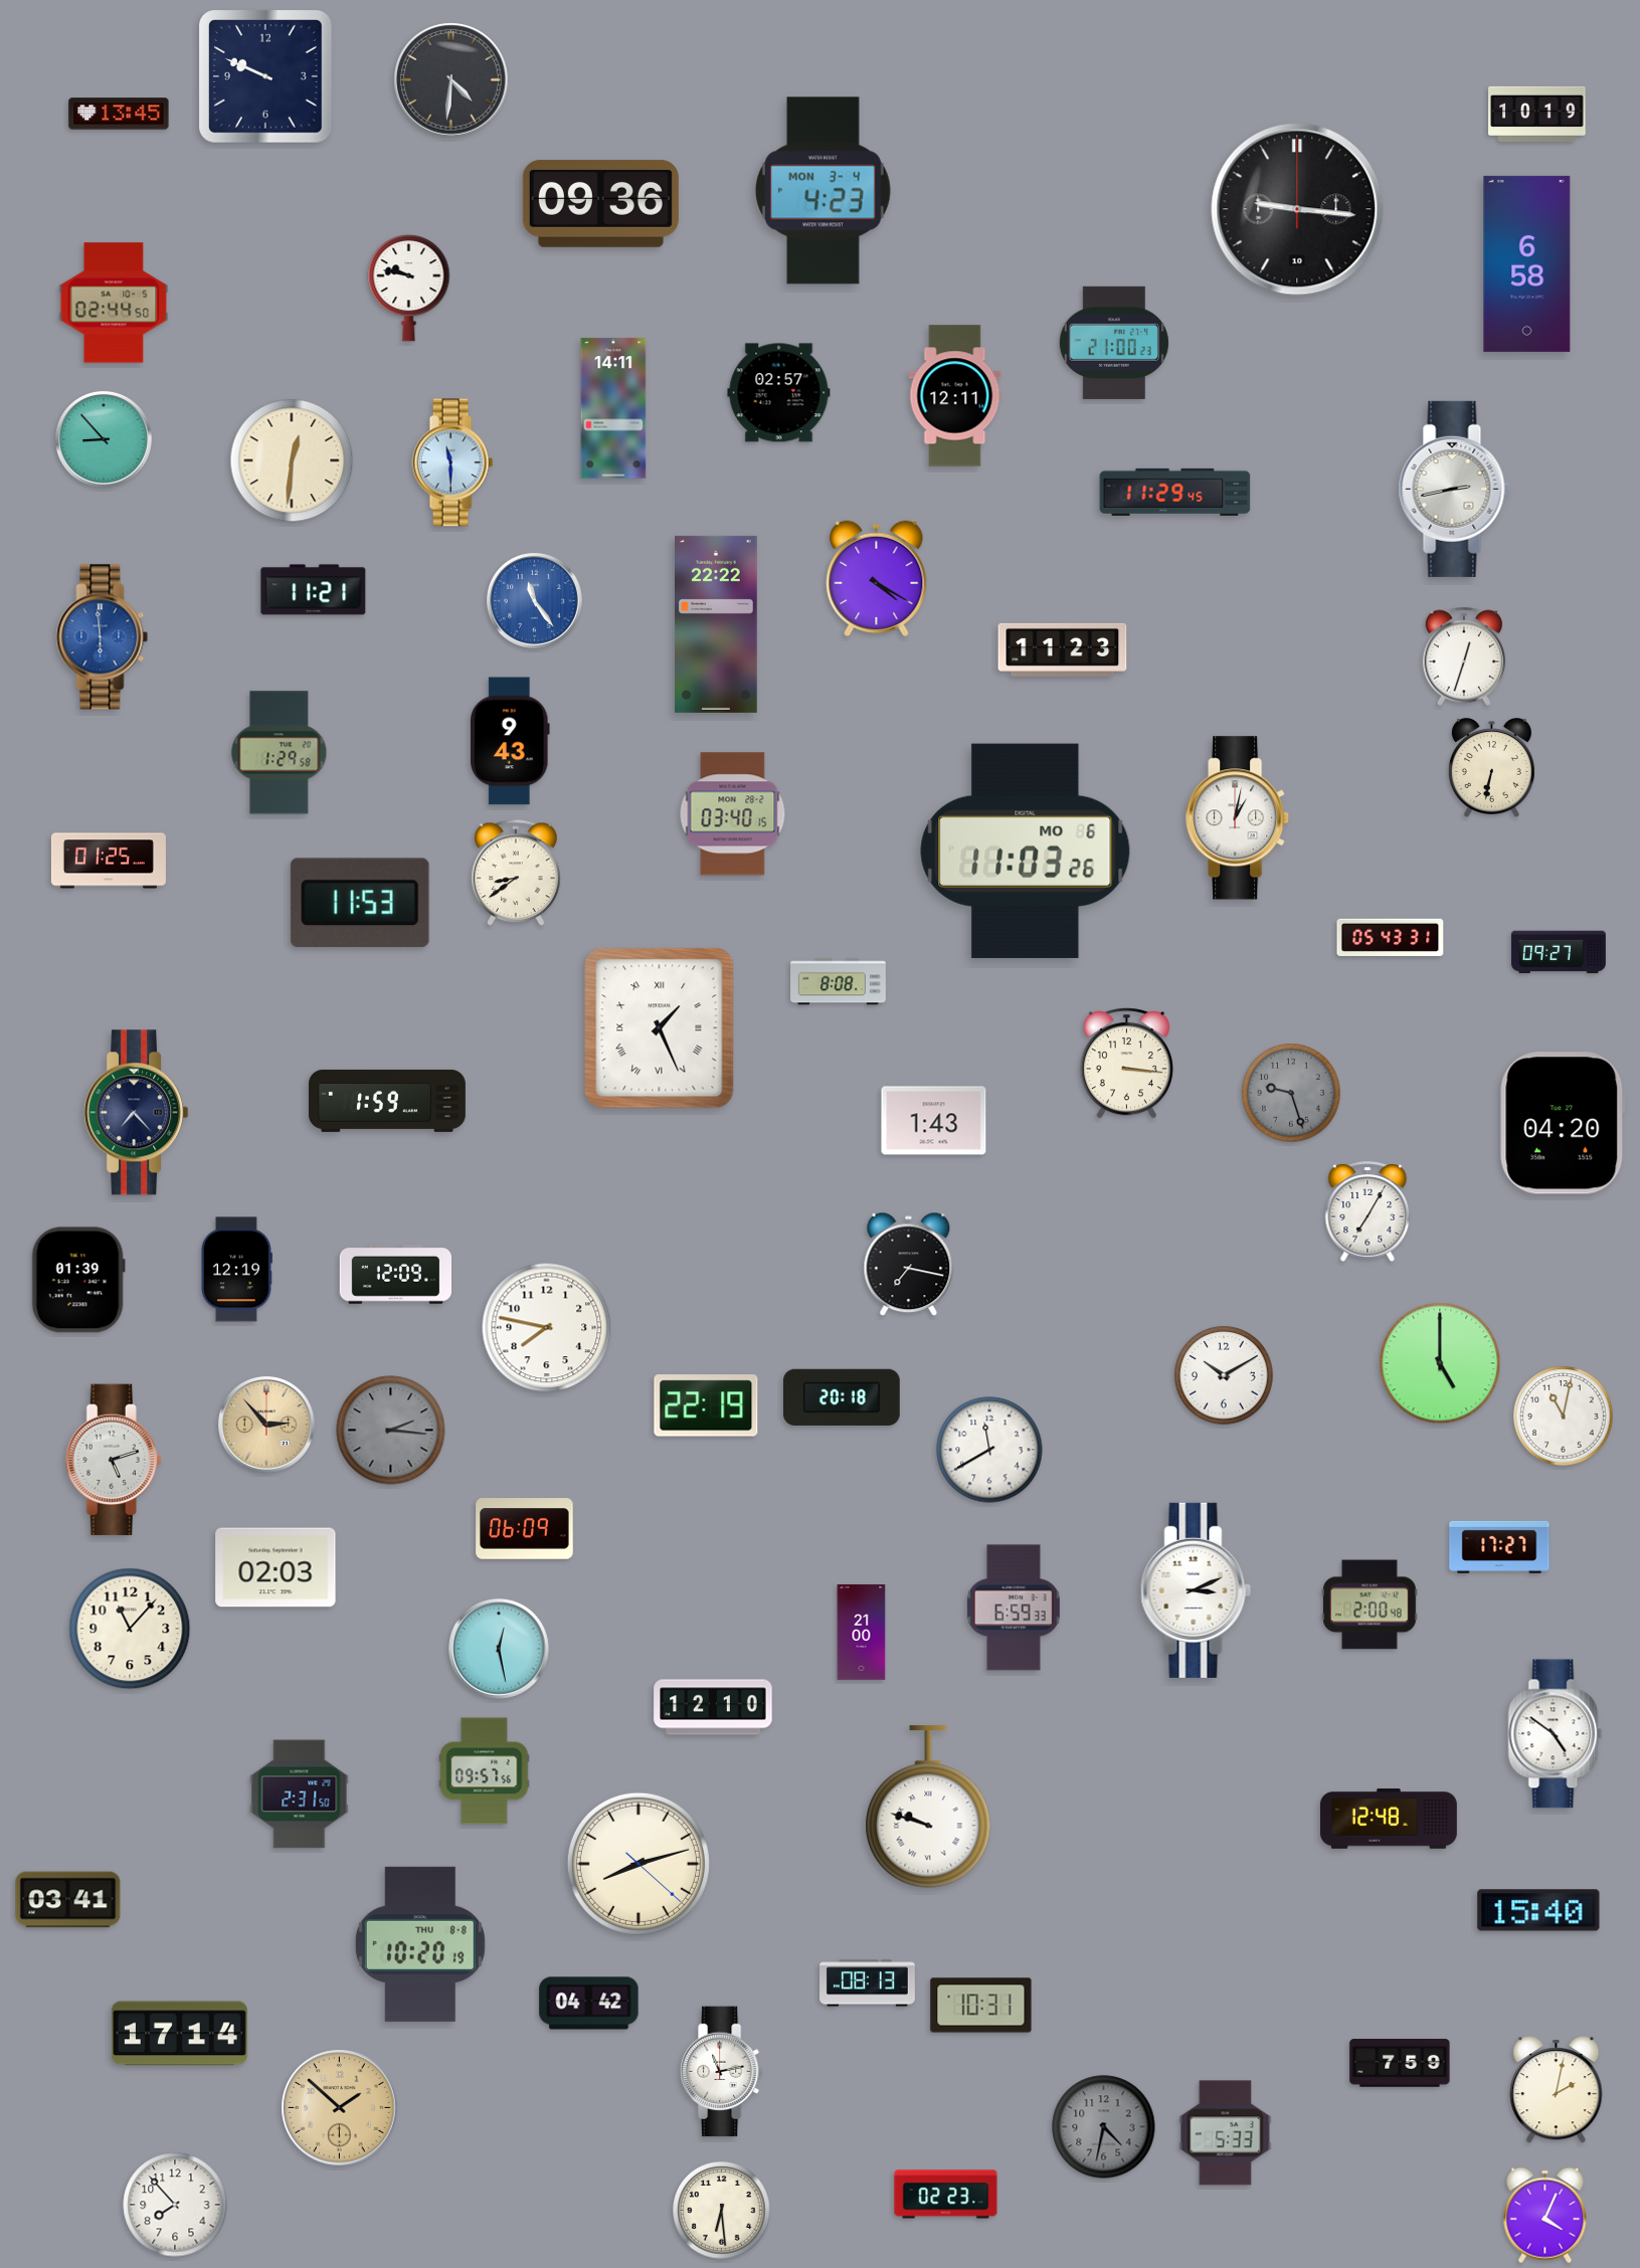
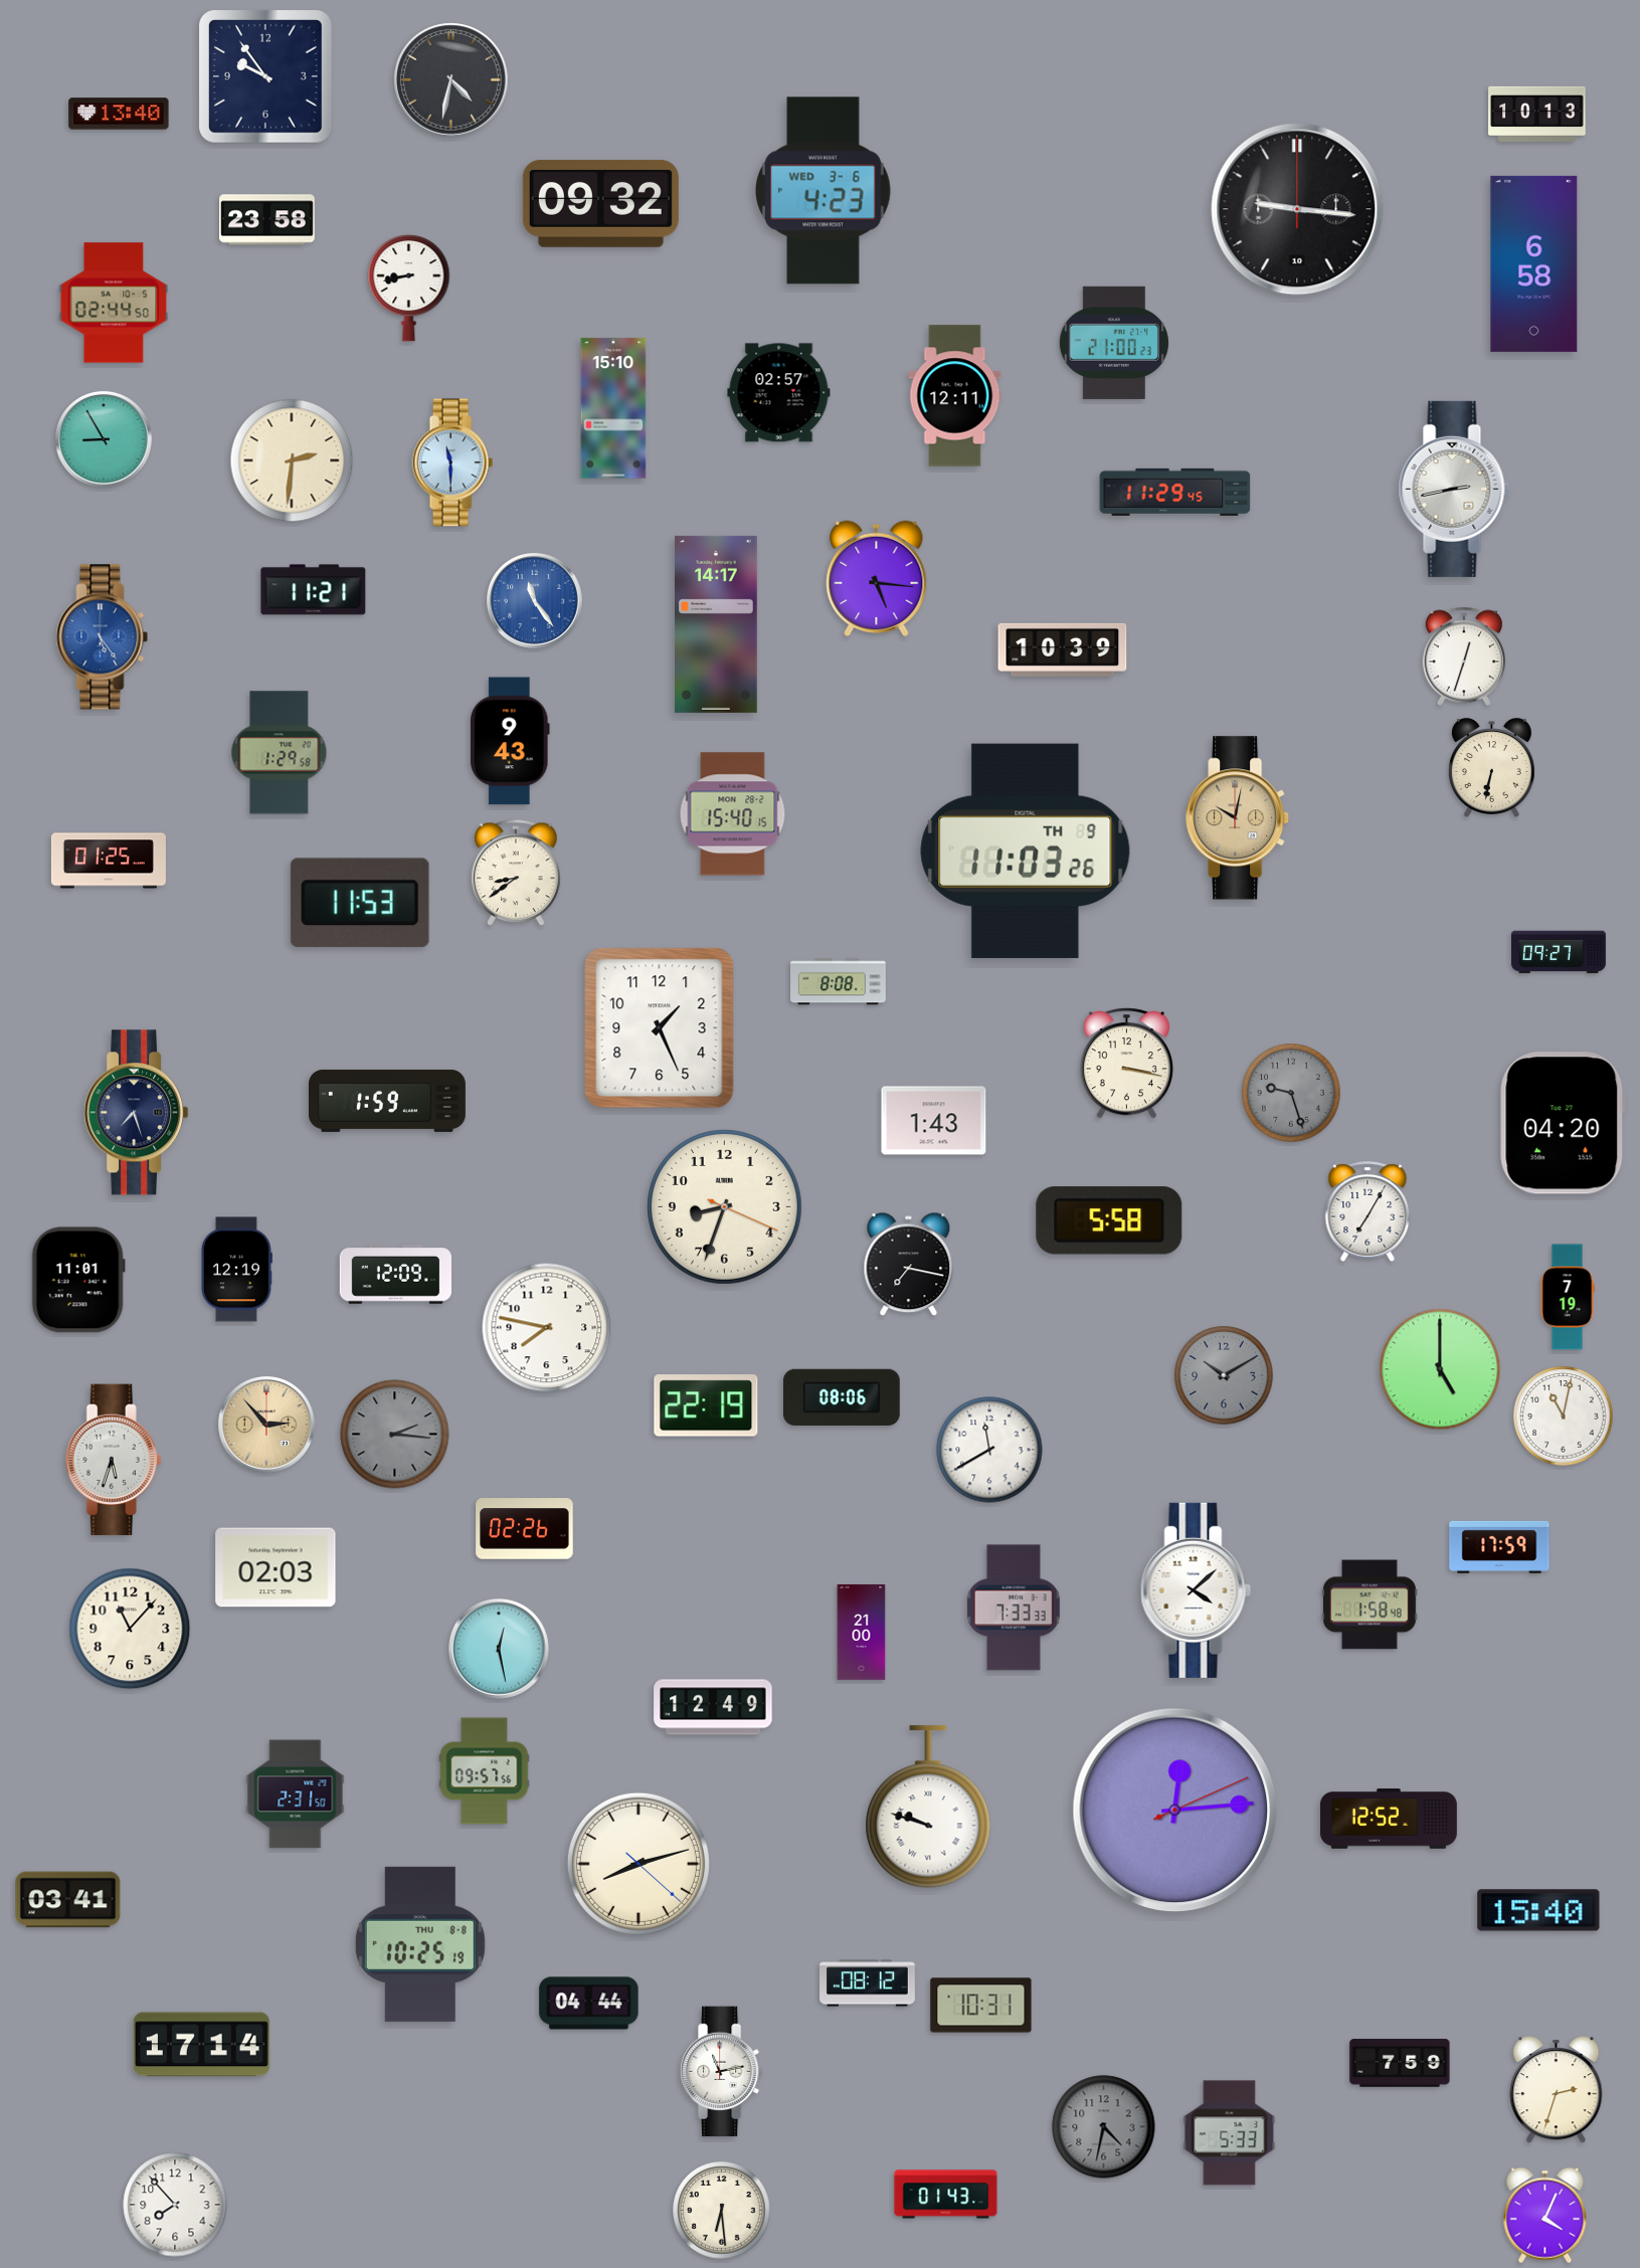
clock at (266, 77): 9:49 -> 9:54
clock at (451, 80): 4:31 -> 4:32
clock at (119, 114): 13:45 -> 13:40
clock at (1537, 114): 10:19 -> 10:13
clock at (823, 191) date: MON 3-4 -> WED 3-6
clock at (600, 204): 09:36 -> 09:32
clock at (267, 220): none -> 23:58
clock at (1527, 263) position: (1527, 263) -> (1534, 263)
clock at (409, 288): 9:47 -> 8:43
clock at (613, 408): 14:11 -> 15:10
clock at (104, 439): 8:53 -> 8:55
clock at (292, 460): 12:31 -> 2:31
clock at (877, 578): 4:20 -> 5:16
clock at (717, 624): 22:22 -> 14:17
clock at (103, 637): 5:59 -> 5:24
clock at (1063, 649): 11:23 -> 10:39
clock at (733, 814): 03:40 -> 15:40
clock at (1238, 818): 1:02 -> 10:02
clock at (1238, 818) dial: white -> champagne
clock at (1026, 850) date: MO 6 -> TH 9
clock at (1391, 938): 05:43 -> none
clock at (660, 1028) numerals: Roman -> Arabic
clock at (1126, 1064): 3:16 -> 3:17
clock at (137, 1113): 7:23 -> 7:27
clock at (725, 1207): none -> 8:33
clock at (1109, 1220): none -> 5:58
clock at (78, 1280): 01:39 -> 11:01
clock at (1568, 1297): none -> 7:19
clock at (1440, 1363) position: (1440, 1363) -> (1440, 1369)
clock at (1224, 1375) dial: white -> grey
clock at (843, 1397): 20:18 -> 08:06
clock at (391, 1431) position: (391, 1431) -> (395, 1435)
clock at (114, 1460): 5:12 -> 5:33
clock at (525, 1529): 06:09 -> 02:26
clock at (1499, 1547): 17:27 -> 17:59
clock at (1196, 1590): 3:11 -> 4:08
clock at (1370, 1604): 2:00 -> 1:58
clock at (1014, 1608): 6:59 -> 7:33
clock at (713, 1707): 12:10 -> 12:49
clock at (1556, 1734): 4:51 -> none
clock at (300, 1794) position: (300, 1794) -> (296, 1794)
clock at (1175, 1811): none -> 12:14
clock at (1389, 1819): 12:48 -> 12:52
clock at (420, 1944): 10:20 -> 10:25
clock at (868, 1983): 08:13 -> 08:12
clock at (589, 2004): 04:42 -> 04:44
clock at (179, 2034) position: (179, 2034) -> (201, 2045)
clock at (1557, 2090): 2:02 -> 2:33
clock at (340, 2108): 1:52 -> none
clock at (1226, 2133) position: (1226, 2133) -> (1230, 2133)
clock at (946, 2195): 02:23 -> 01:43
